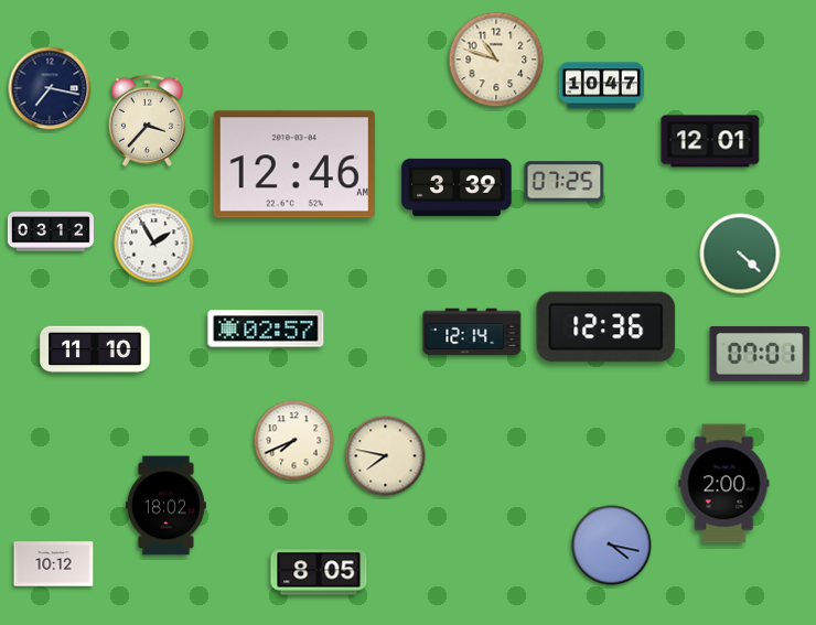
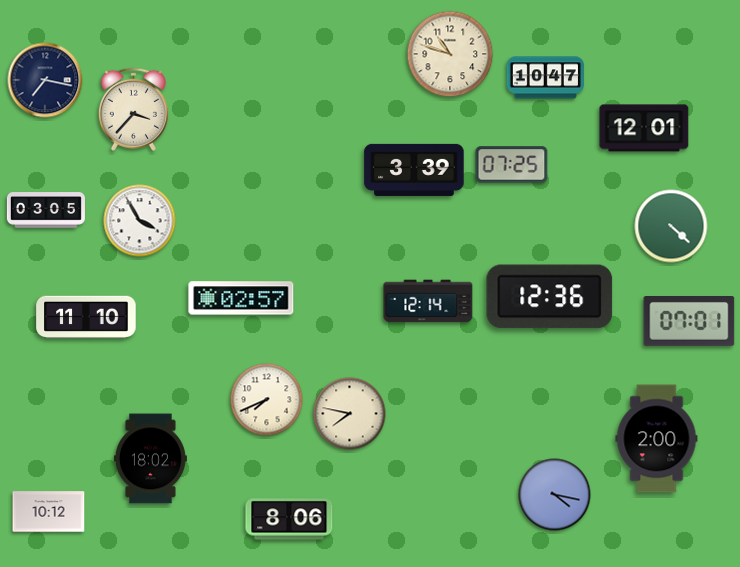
clock at (294, 164): 12:46 -> none
clock at (51, 231): 03:12 -> 03:05
clock at (154, 244): 1:55 -> 3:55
clock at (740, 254) position: (740, 254) -> (671, 226)
clock at (319, 572): 8:05 -> 8:06
